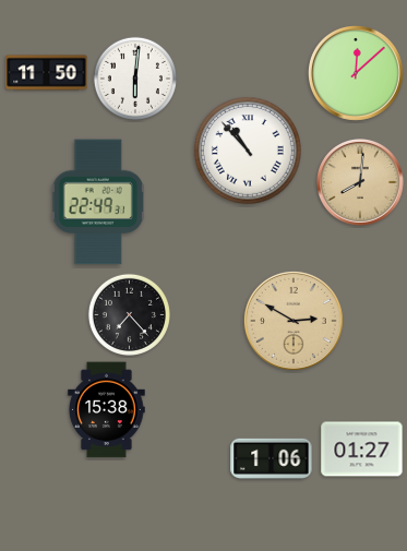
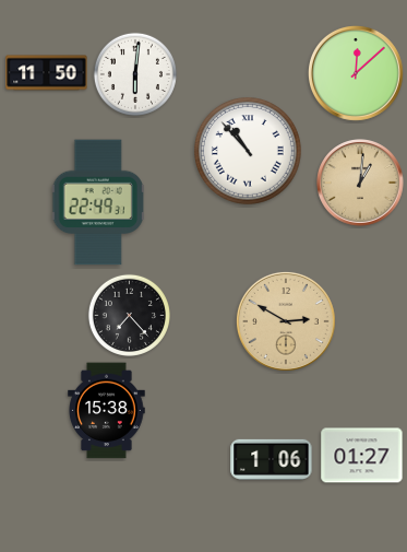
clock at (135, 79) position: (135, 79) -> (135, 74)
clock at (361, 183): 8:01 -> 1:01
clock at (294, 321) position: (294, 321) -> (286, 321)
clock at (362, 450) position: (362, 450) -> (362, 456)
